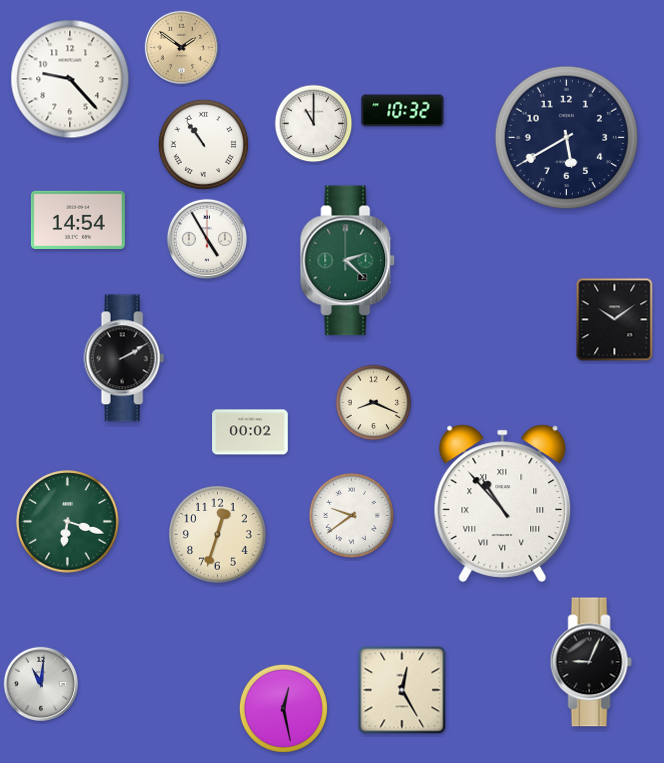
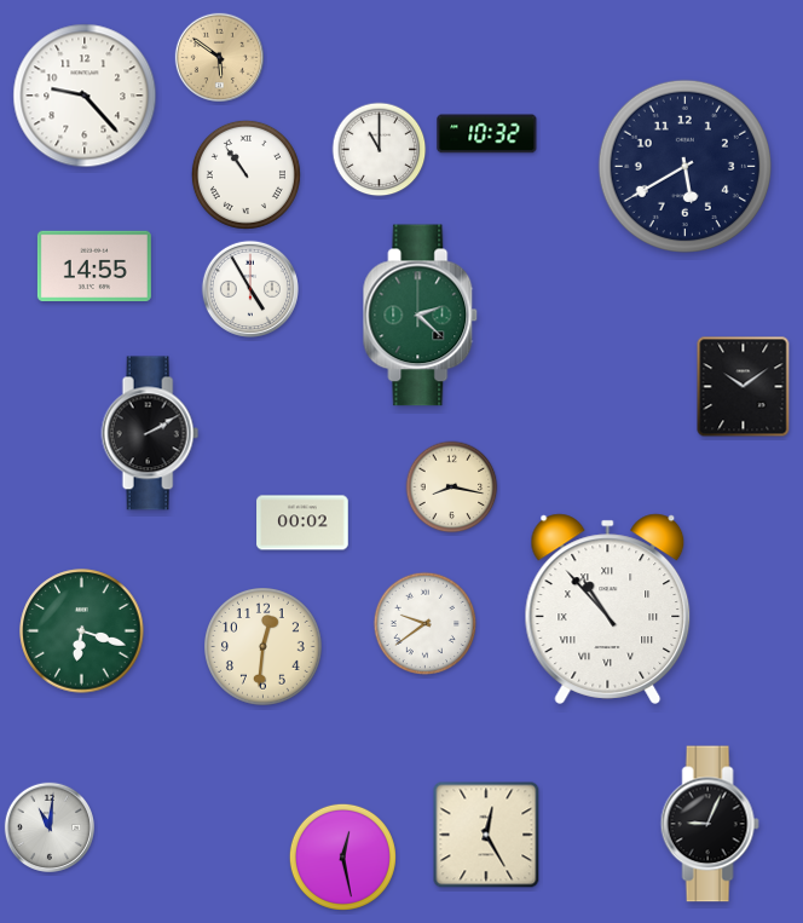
clock at (182, 48): 1:51 -> 5:51
clock at (78, 219): 14:54 -> 14:55
clock at (374, 403): 8:19 -> 8:17
clock at (218, 535): 12:33 -> 12:31
clock at (591, 662) position: (591, 662) -> (710, 824)
